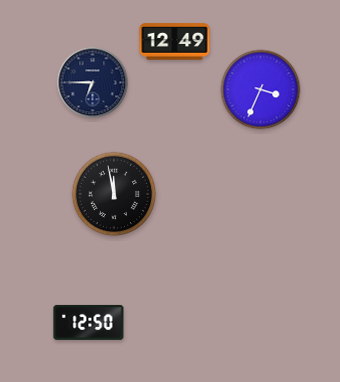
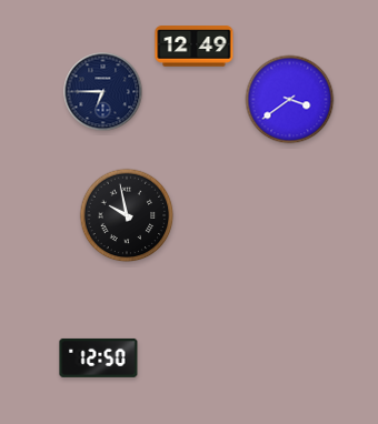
clock at (261, 90): 3:34 -> 3:39
clock at (114, 194): 11:58 -> 9:58
